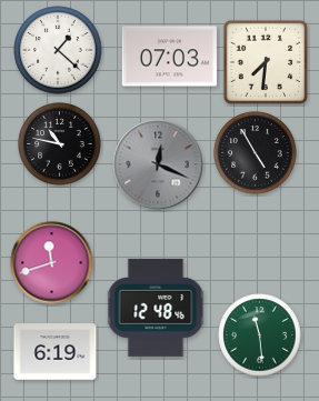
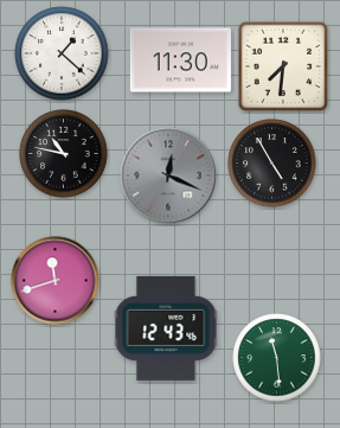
clock at (169, 57): 07:03 -> 11:30
clock at (156, 308): 12:48 -> 12:43
clock at (56, 352): 6:19 -> none
